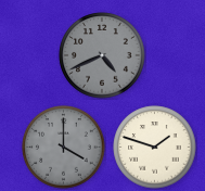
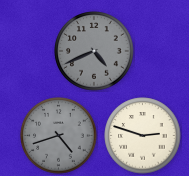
clock at (64, 148): 4:00 -> 4:42
clock at (155, 148): 1:48 -> 2:48
